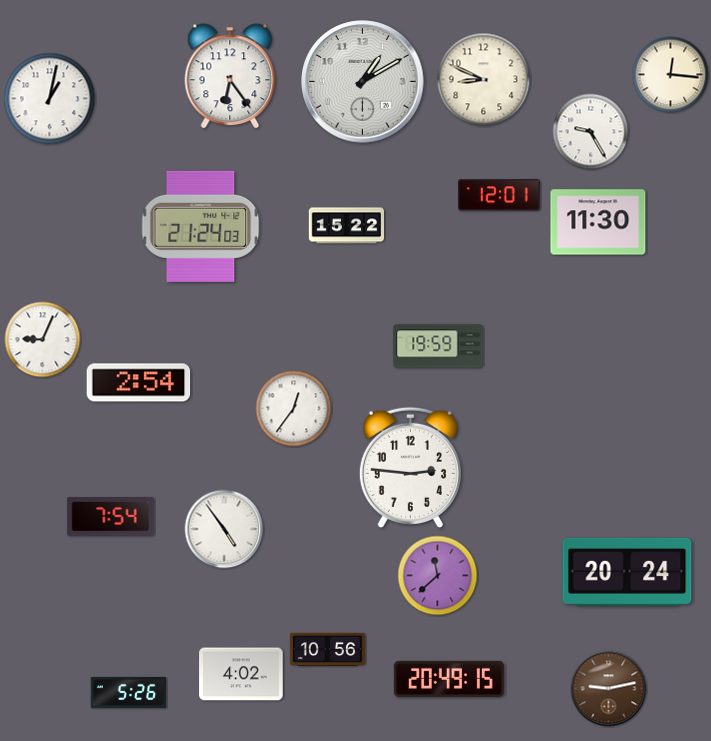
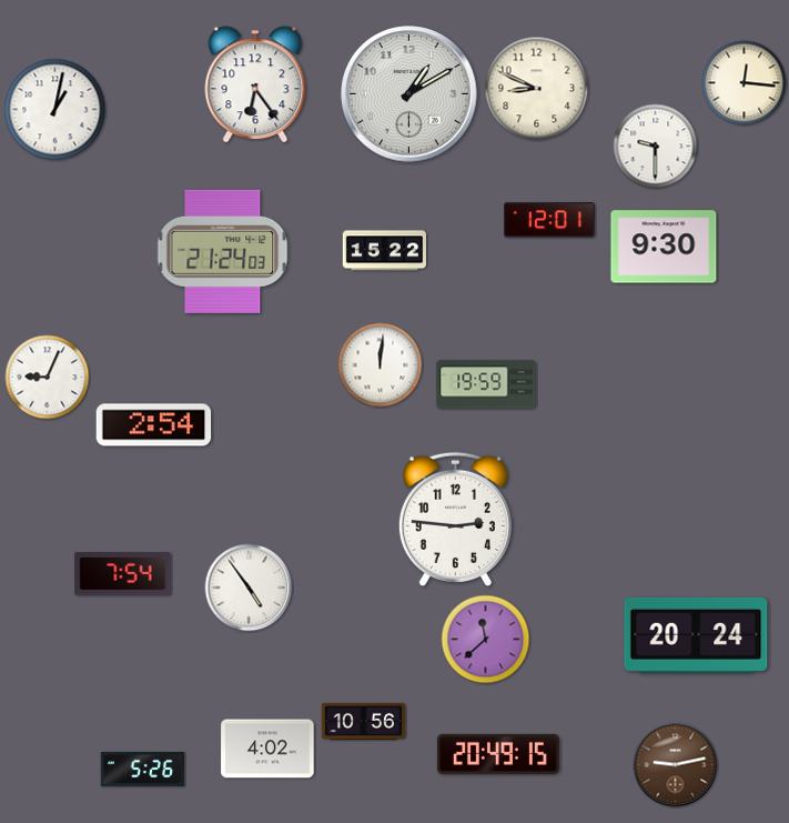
clock at (363, 82) position: (363, 82) -> (409, 94)
clock at (591, 132): 9:25 -> 9:30
clock at (500, 195) position: (500, 195) -> (550, 220)
clock at (598, 222): 11:30 -> 9:30
clock at (381, 365): none -> 12:01
clock at (294, 409): 12:36 -> none
